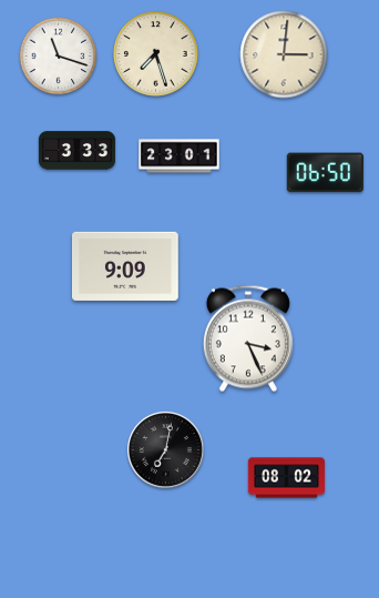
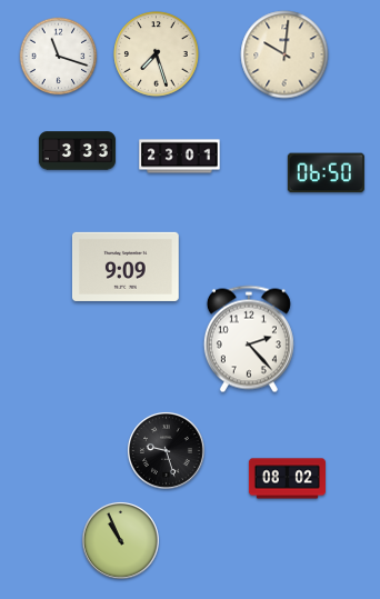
clock at (284, 54): 3:01 -> 10:01
clock at (248, 338): 3:26 -> 2:23
clock at (165, 449): 7:02 -> 9:27
clock at (120, 540): none -> 10:56
